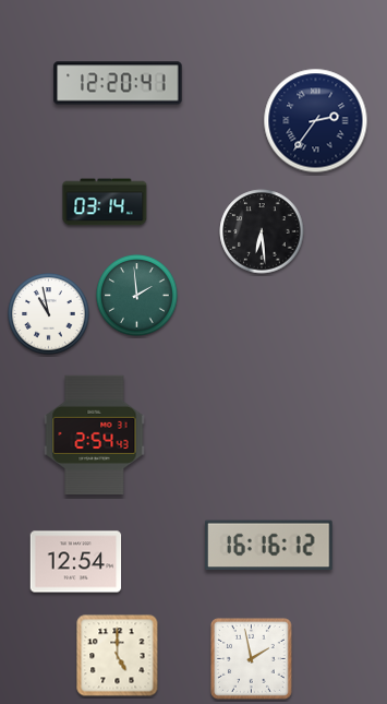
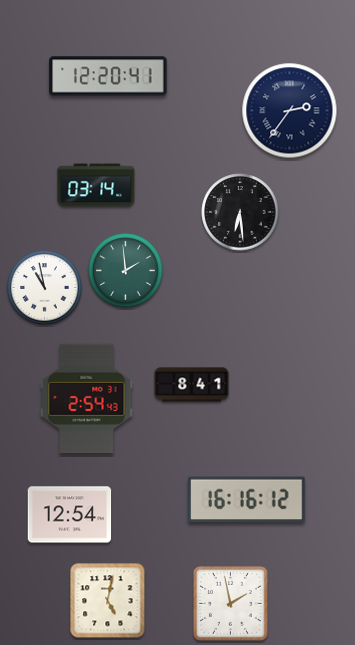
clock at (192, 385): none -> 8:41
clock at (118, 656): 5:00 -> 5:02
